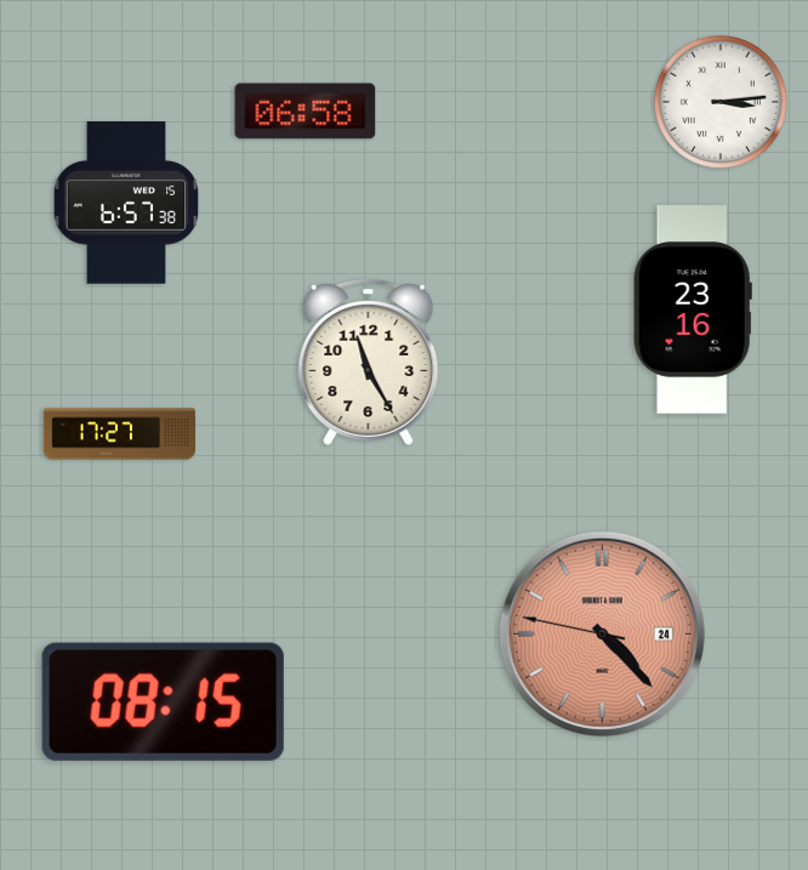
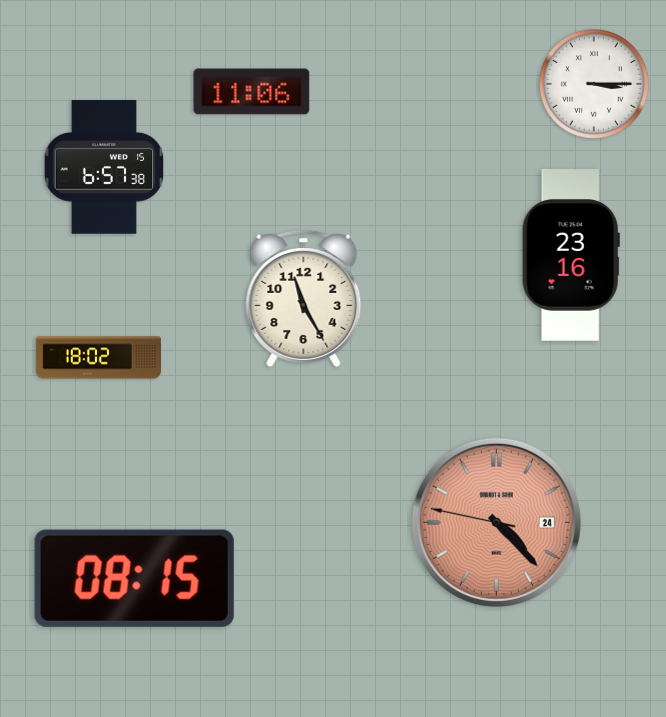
clock at (721, 102): 3:14 -> 3:15
clock at (306, 112): 06:58 -> 11:06
clock at (119, 434): 17:27 -> 18:02
